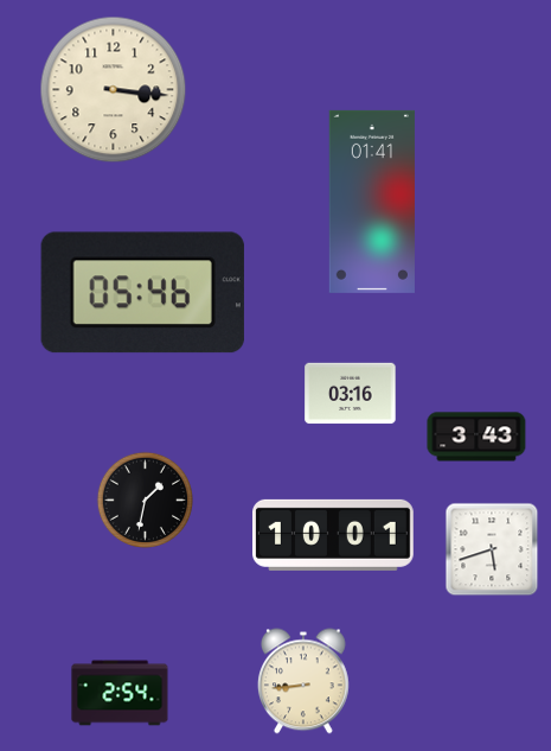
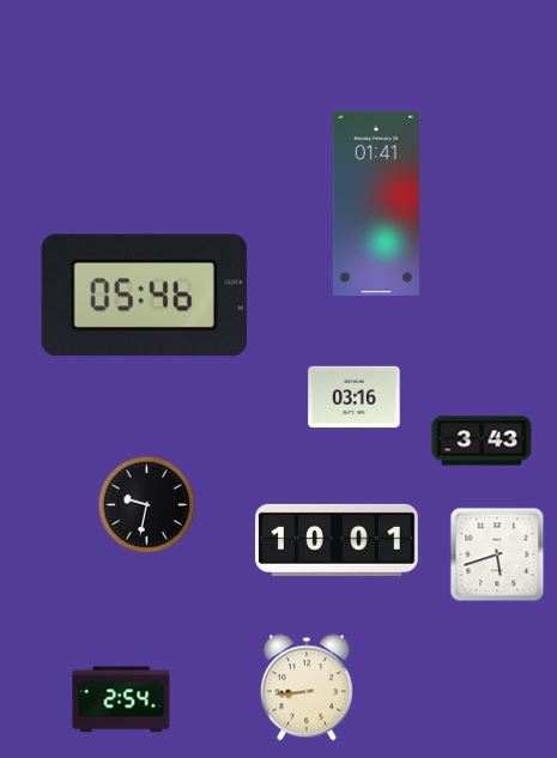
clock at (114, 90): 3:16 -> none
clock at (145, 499): 1:32 -> 9:32
